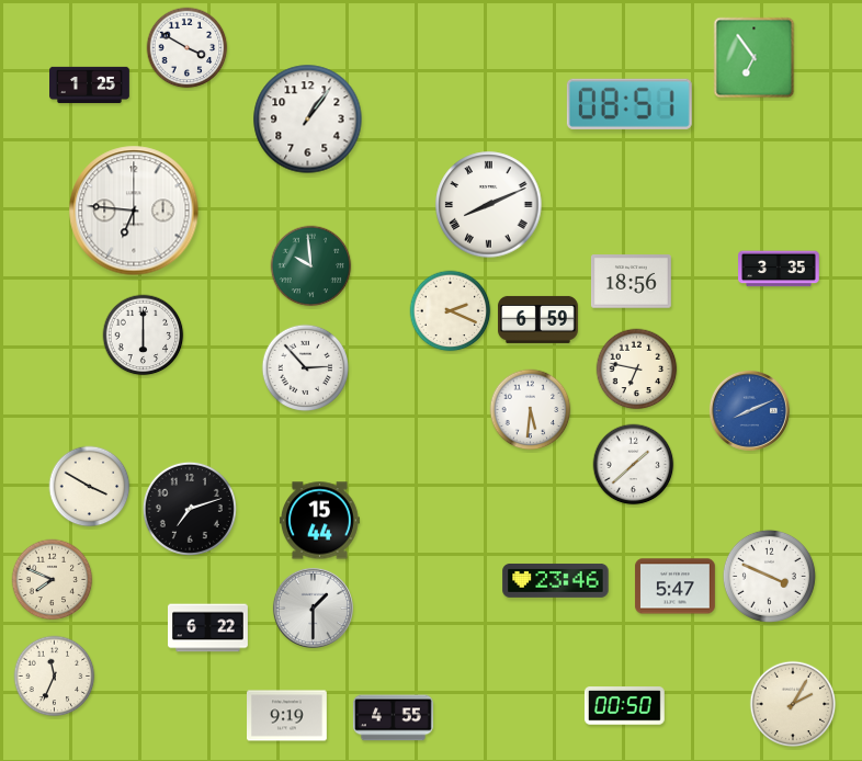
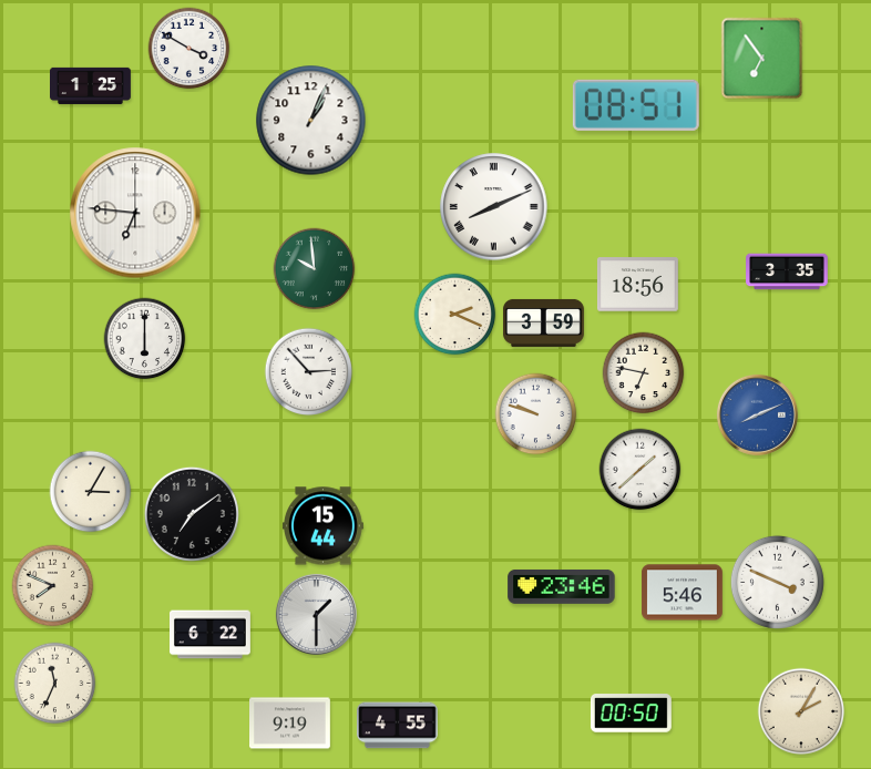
clock at (308, 120): 1:06 -> 1:04
clock at (537, 319): 6:59 -> 3:59
clock at (531, 410): 5:31 -> 9:48
clock at (90, 487): 3:50 -> 3:05
clock at (190, 509): 7:12 -> 7:09
clock at (674, 587): 5:47 -> 5:46
